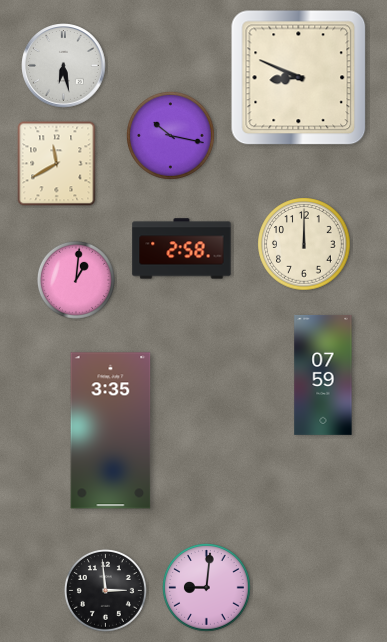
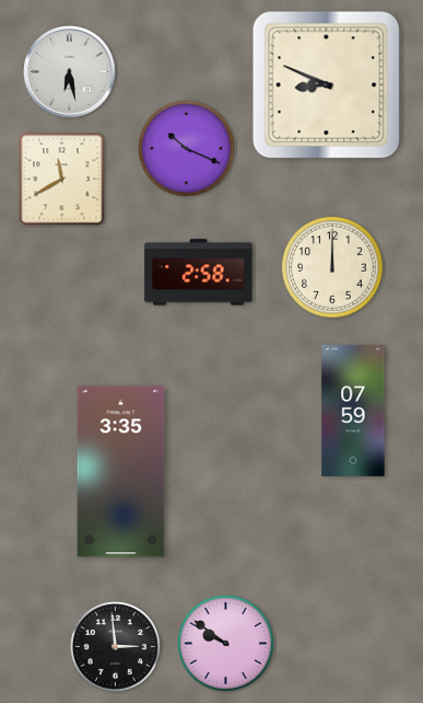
clock at (171, 136): 10:17 -> 10:19
clock at (76, 280): 1:01 -> none
clock at (207, 588): 9:01 -> 9:51
